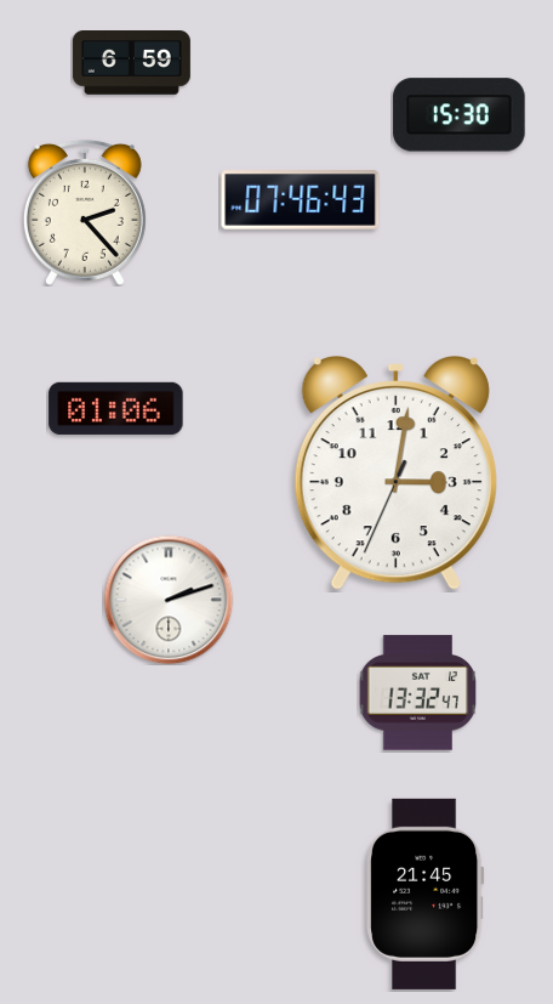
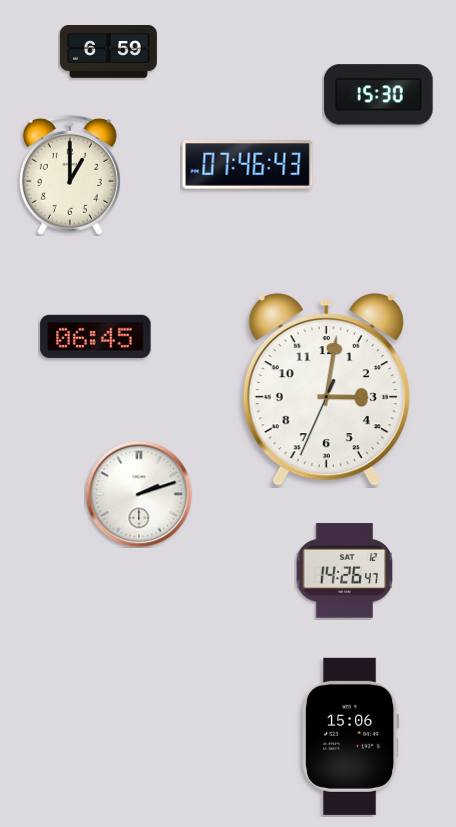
clock at (85, 212): 2:23 -> 1:00
clock at (116, 408): 01:06 -> 06:45
clock at (417, 693): 13:32 -> 14:26
clock at (426, 894): 21:45 -> 15:06
